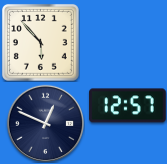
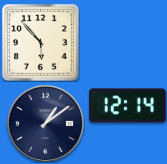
clock at (128, 106): 12:57 -> 12:14
clock at (45, 123): 12:49 -> 1:09
